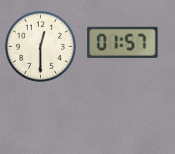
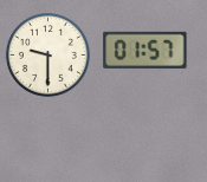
clock at (41, 47): 12:30 -> 9:30
